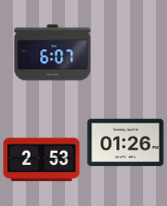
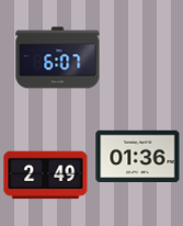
clock at (126, 143): 01:26 -> 01:36
clock at (42, 160): 2:53 -> 2:49
